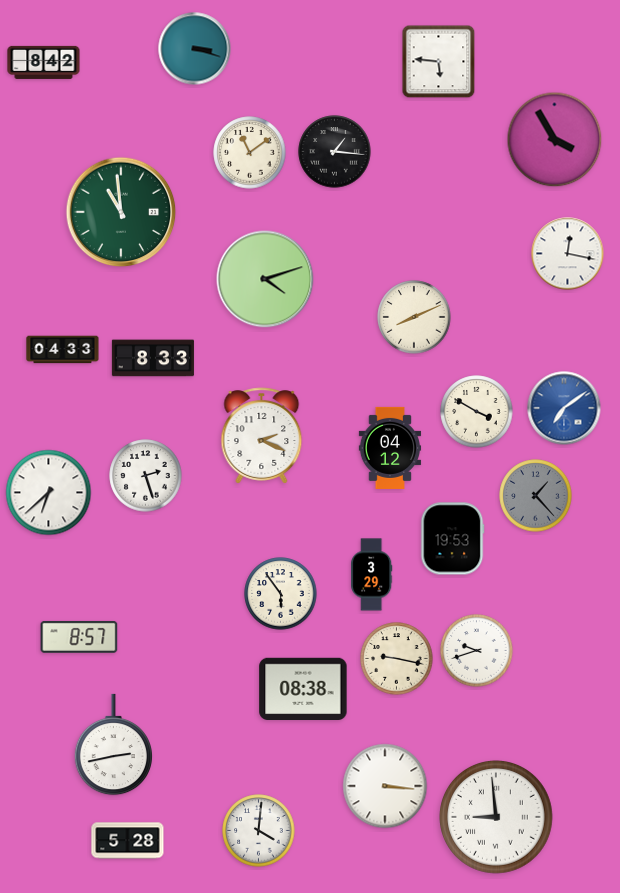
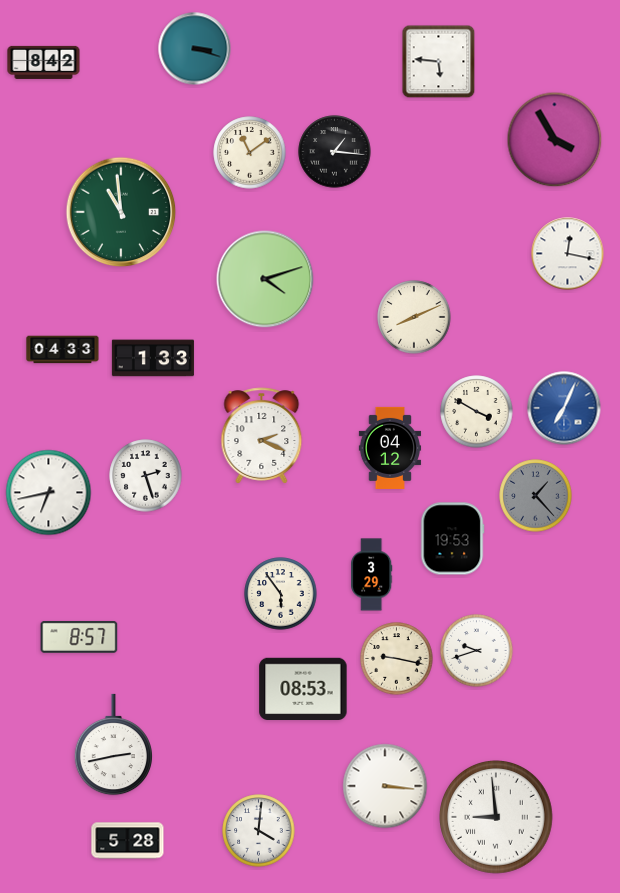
clock at (153, 358): 8:33 -> 1:33
clock at (564, 408): 7:09 -> 7:04
clock at (49, 493): 6:38 -> 6:43
clock at (303, 689): 08:38 -> 08:53
